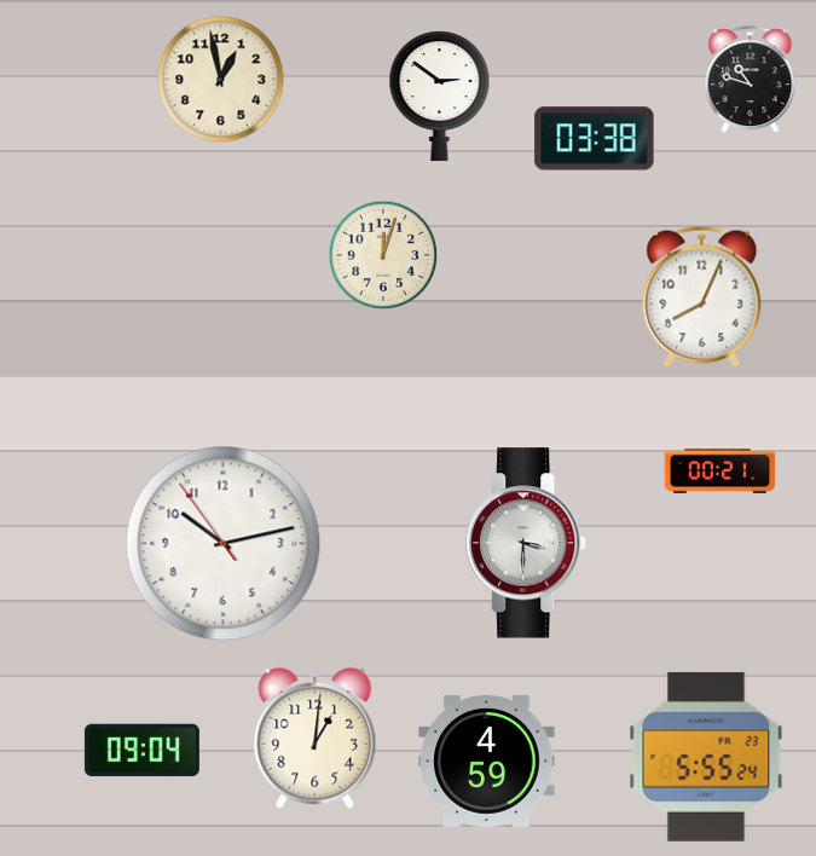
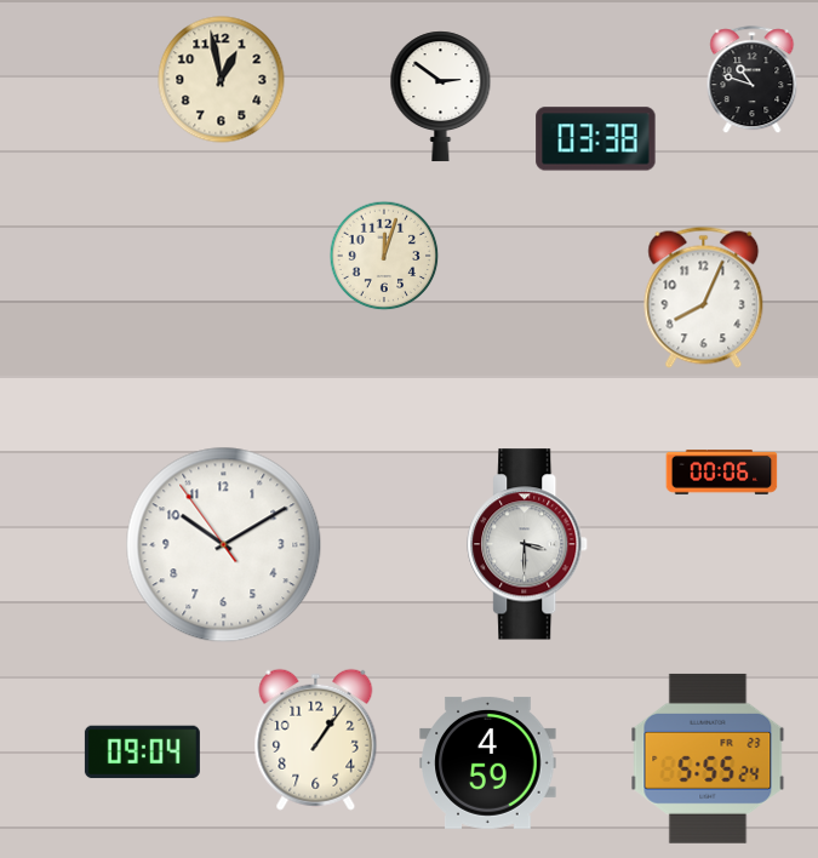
clock at (720, 472): 00:21 -> 00:06
clock at (224, 544): 10:12 -> 10:09
clock at (316, 738): 1:01 -> 1:06
